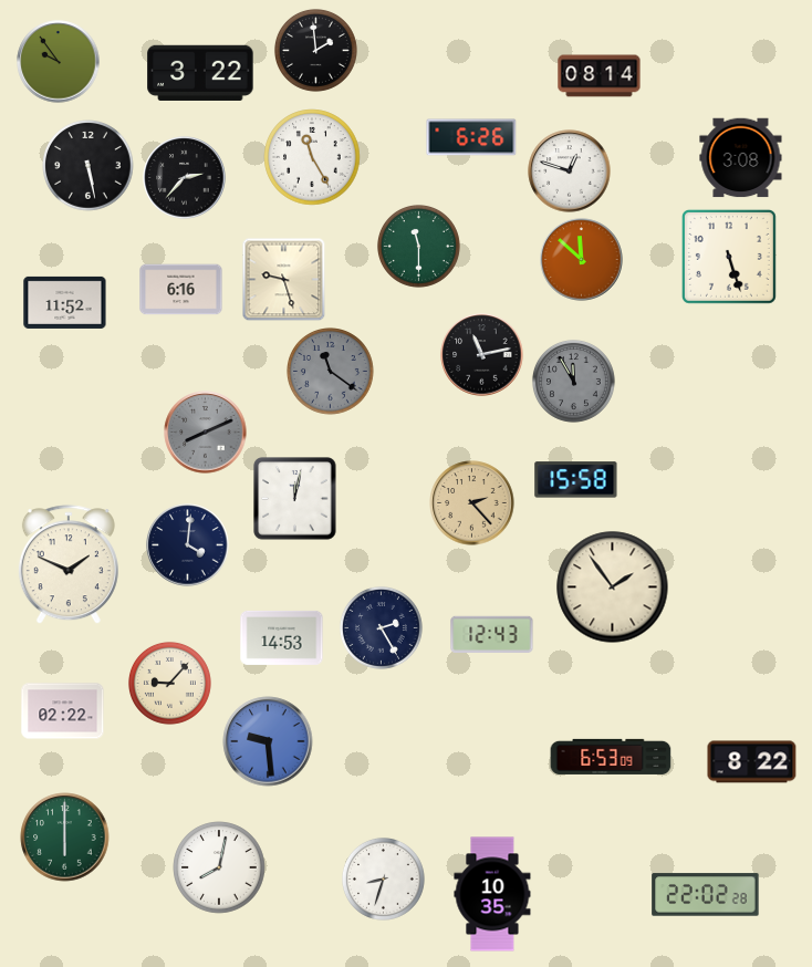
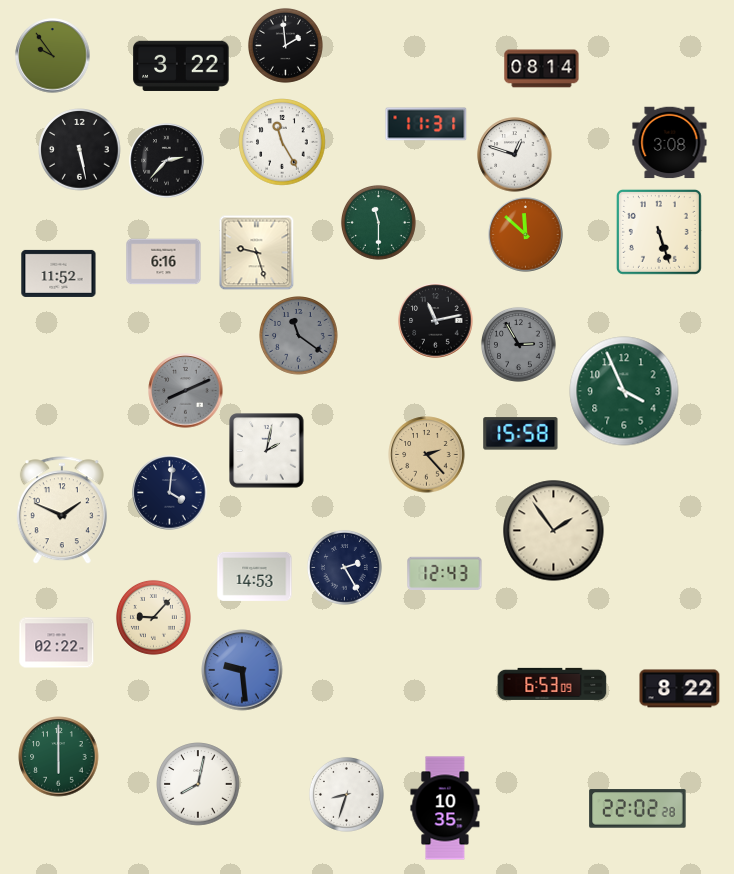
clock at (471, 137): 6:26 -> 11:31
clock at (573, 381): 11:55 -> 2:55
clock at (624, 391): none -> 3:56
clock at (295, 499): 12:02 -> 2:02
